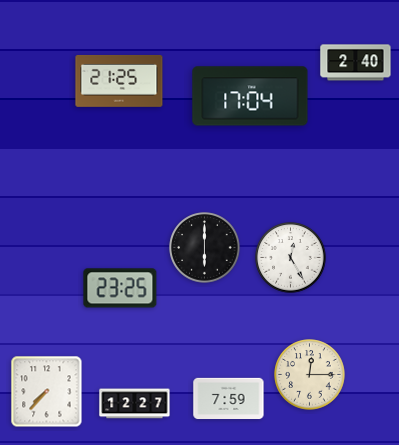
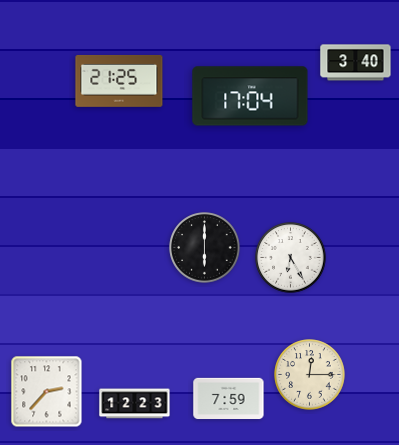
clock at (356, 63): 2:40 -> 3:40
clock at (291, 258): 12:25 -> 6:25
clock at (120, 288): 23:25 -> none
clock at (47, 392): 7:37 -> 2:37
clock at (135, 404): 12:27 -> 12:23
